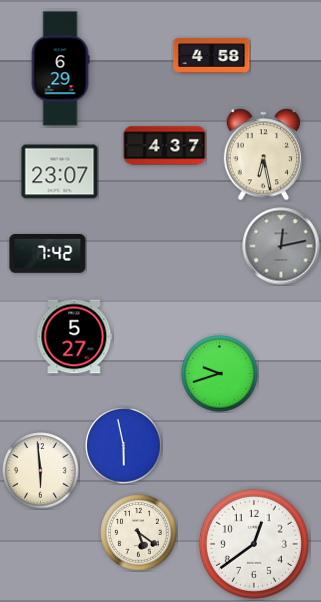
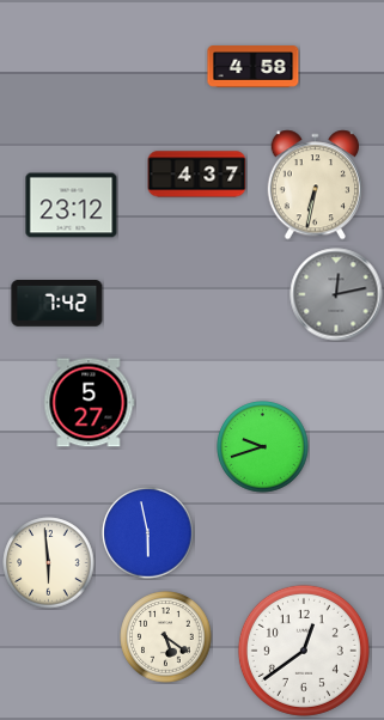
clock at (60, 69): 6:29 -> none
clock at (263, 155): 6:28 -> 6:32
clock at (60, 172): 23:07 -> 23:12
